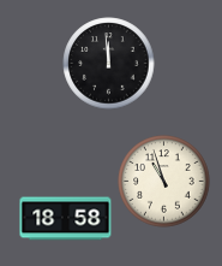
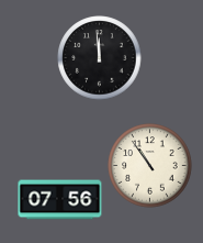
clock at (164, 182): 10:57 -> 10:54
clock at (66, 219): 18:58 -> 07:56
